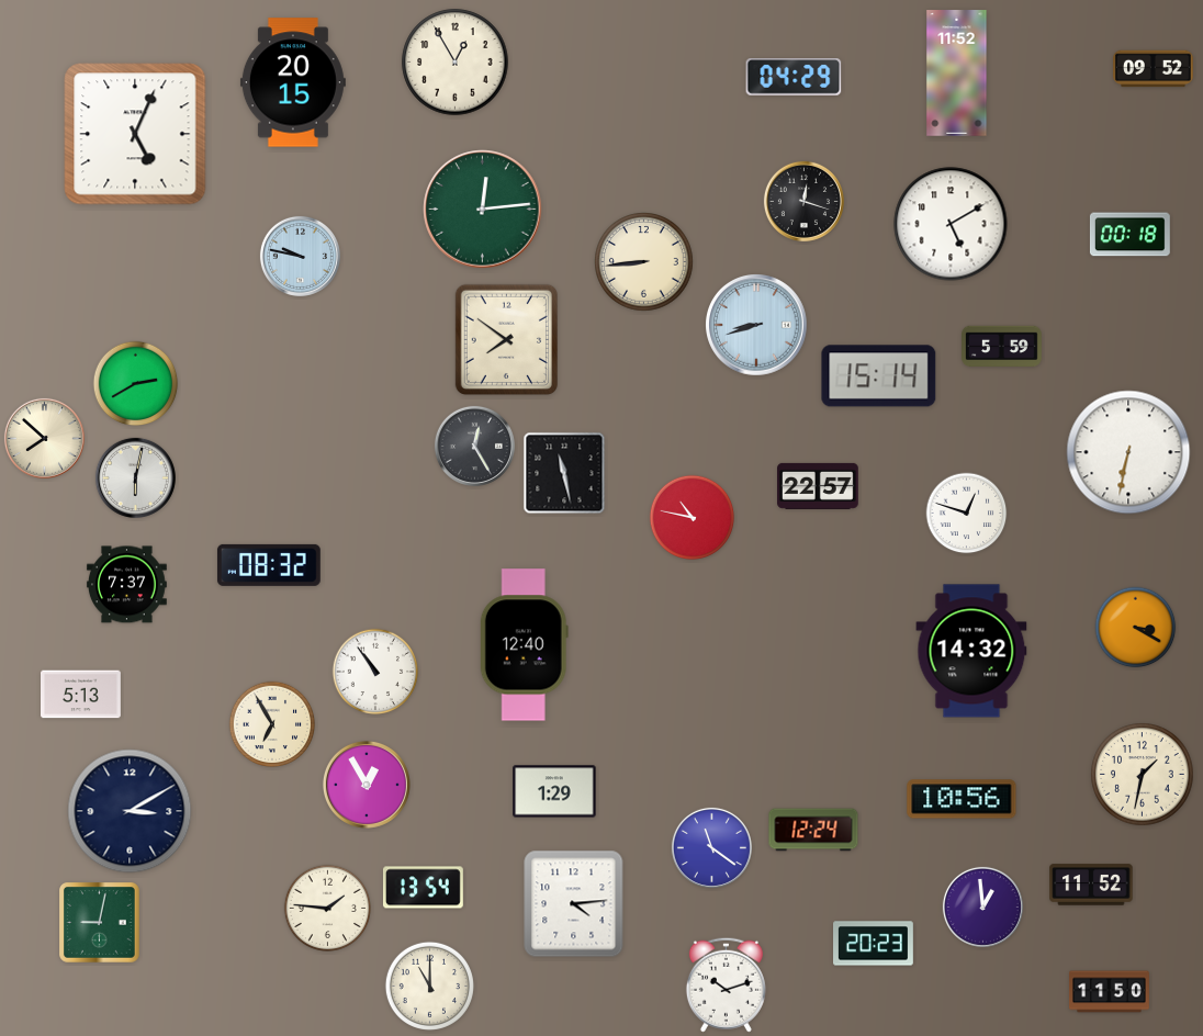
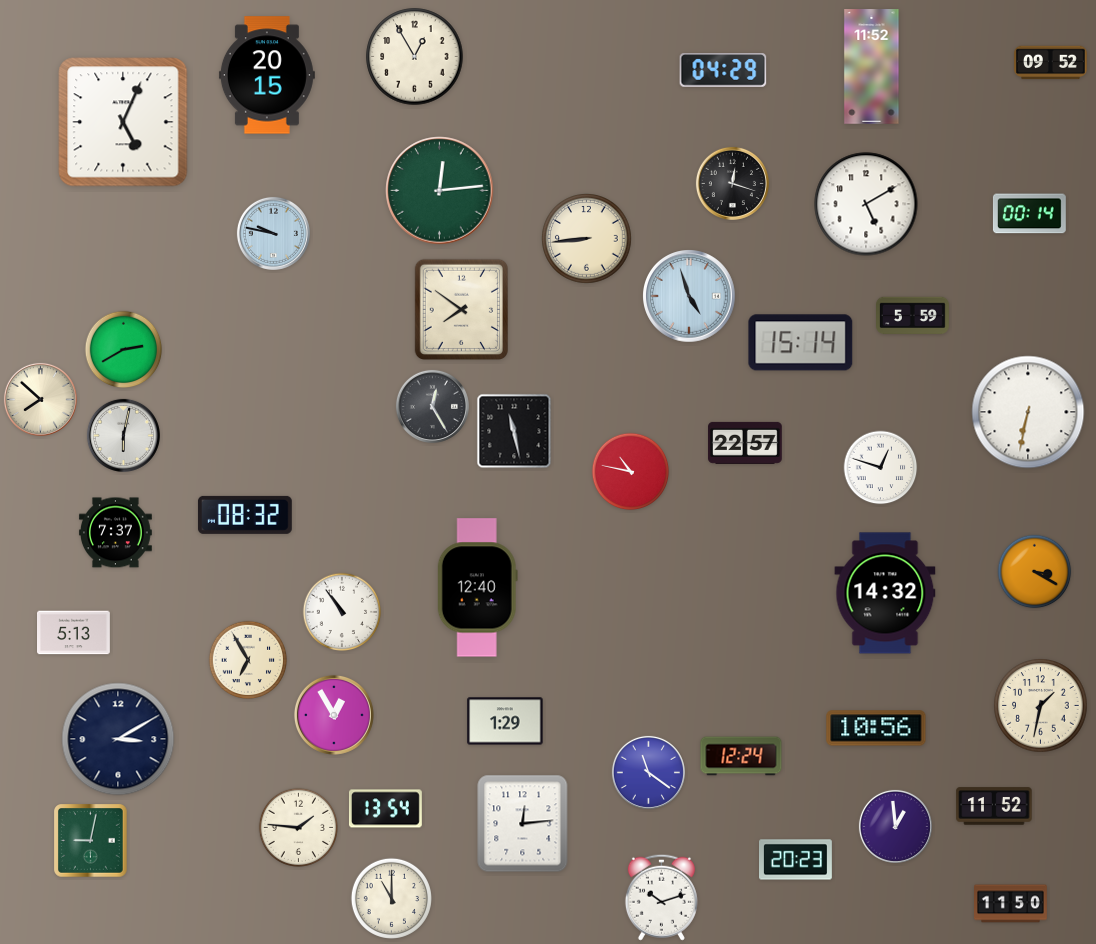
clock at (1129, 235): 00:18 -> 00:14
clock at (757, 326): 8:42 -> 4:57
clock at (574, 904): 4:14 -> 12:14
